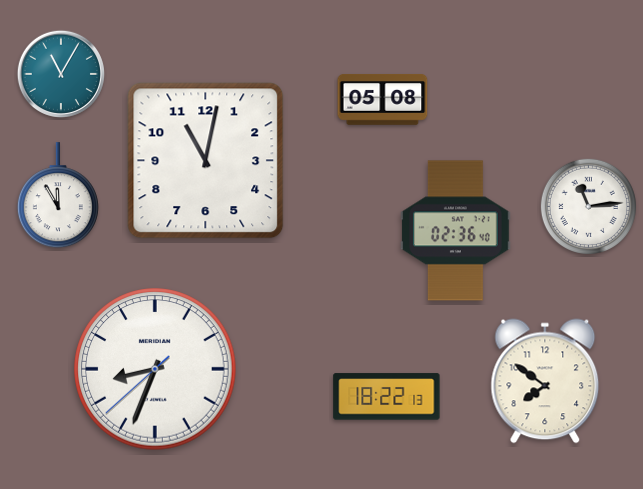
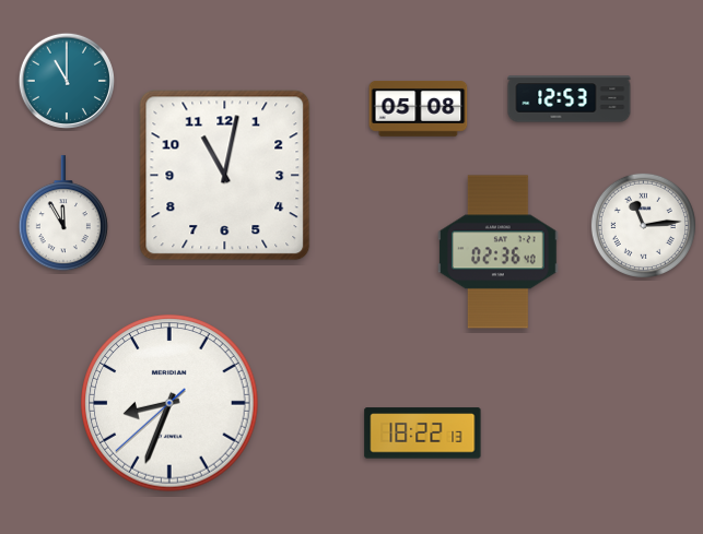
clock at (60, 73): 11:05 -> 11:00
clock at (570, 99): none -> 12:53
clock at (545, 381): 7:51 -> none
